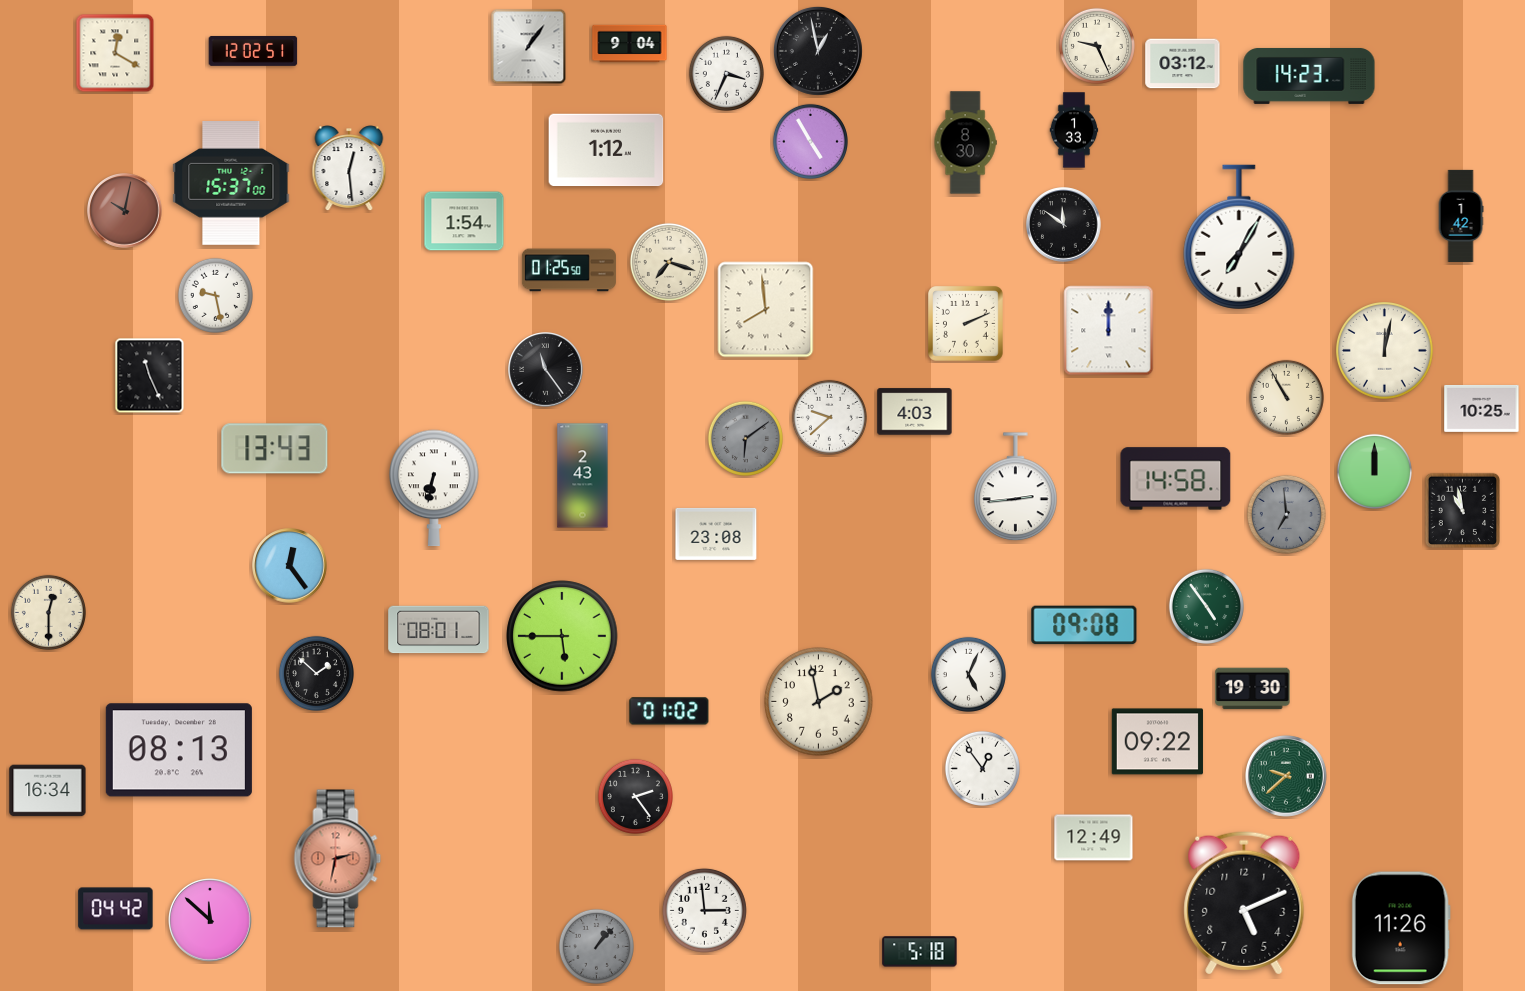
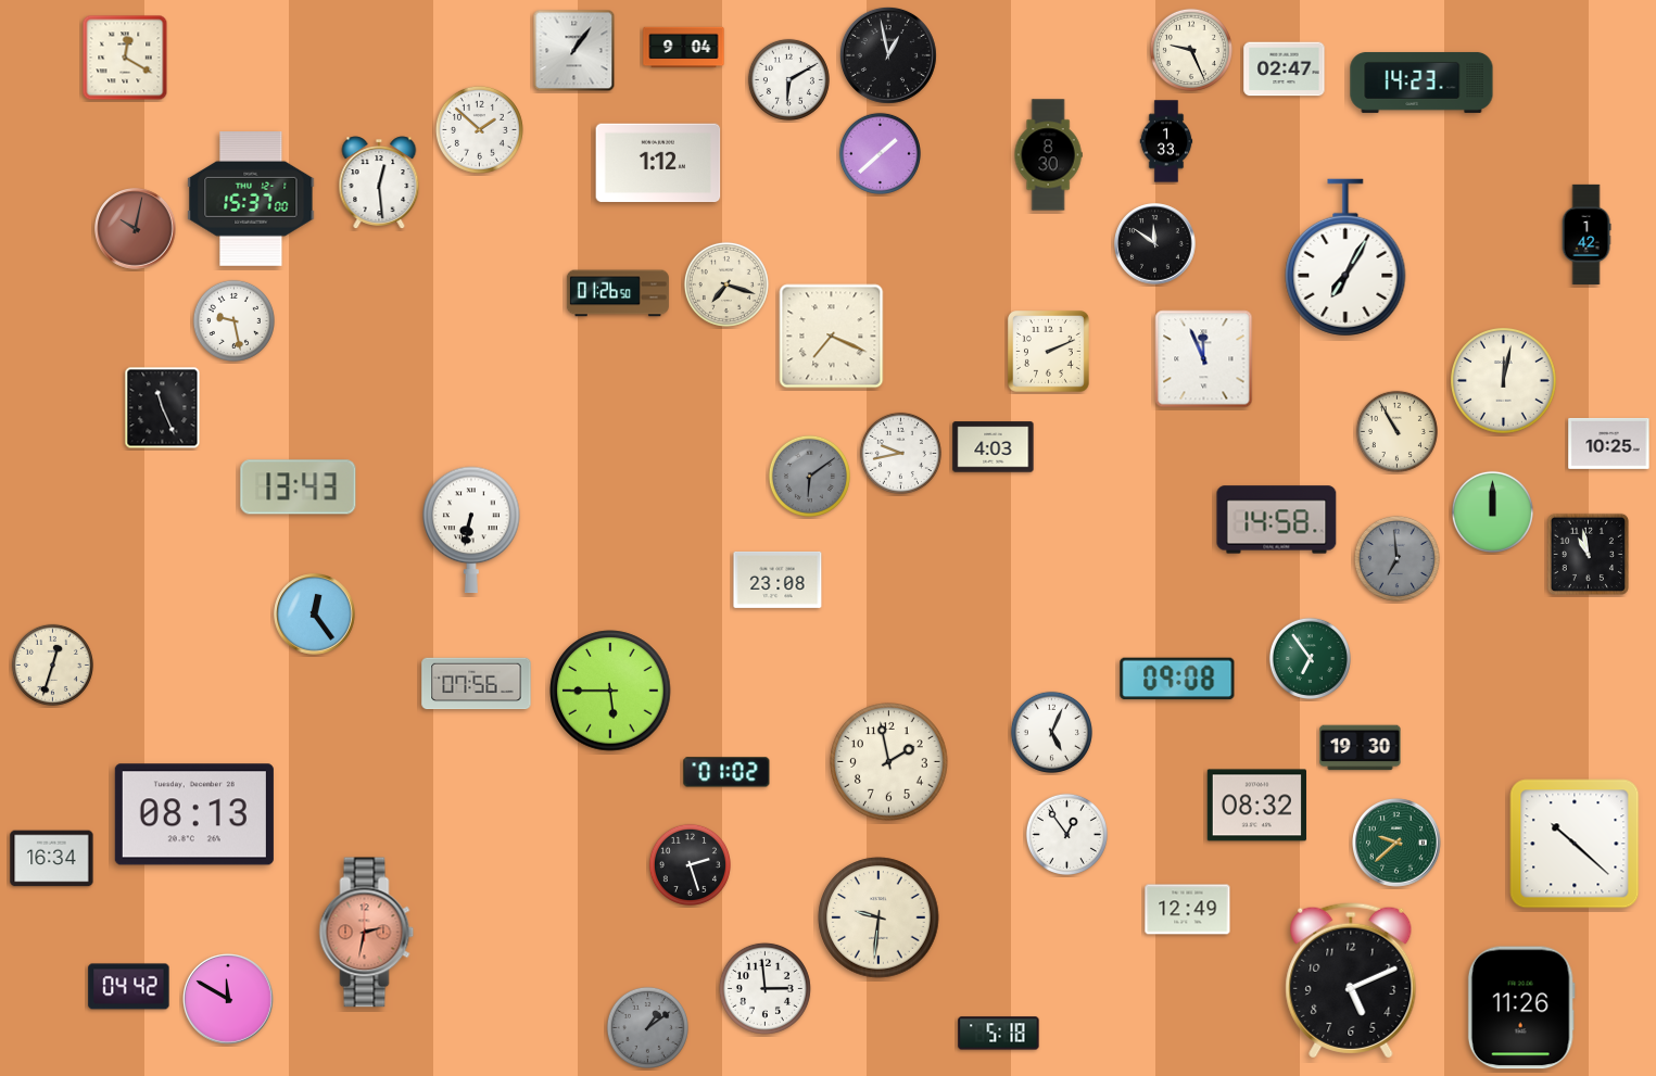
clock at (253, 51): 12:02 -> none
clock at (1183, 64): 03:12 -> 02:47
clock at (726, 73): 3:34 -> 6:10
clock at (479, 129): none -> 1:52
clock at (810, 141): 4:55 -> 1:38
clock at (464, 221): 1:54 -> none
clock at (569, 270): 01:25 -> 01:26
clock at (766, 310): 7:59 -> 7:19
clock at (1109, 331): 12:00 -> 11:56
clock at (546, 370): 11:24 -> none
clock at (829, 417): 9:38 -> 9:43
clock at (583, 476): 2:43 -> none
clock at (1016, 487): 2:44 -> none
clock at (1206, 606): 4:54 -> 6:54
clock at (48, 612): 12:30 -> 12:33
clock at (439, 630): 08:01 -> 07:56
clock at (316, 673): 1:52 -> none
clock at (1157, 742): 09:22 -> 08:32
clock at (1575, 844): none -> 10:22
clock at (635, 796): 2:24 -> 2:27
clock at (878, 917): none -> 9:31
clock at (116, 909) position: (116, 909) -> (129, 987)
clock at (211, 921): 11:52 -> 11:50
clock at (596, 946): 1:07 -> 1:09
